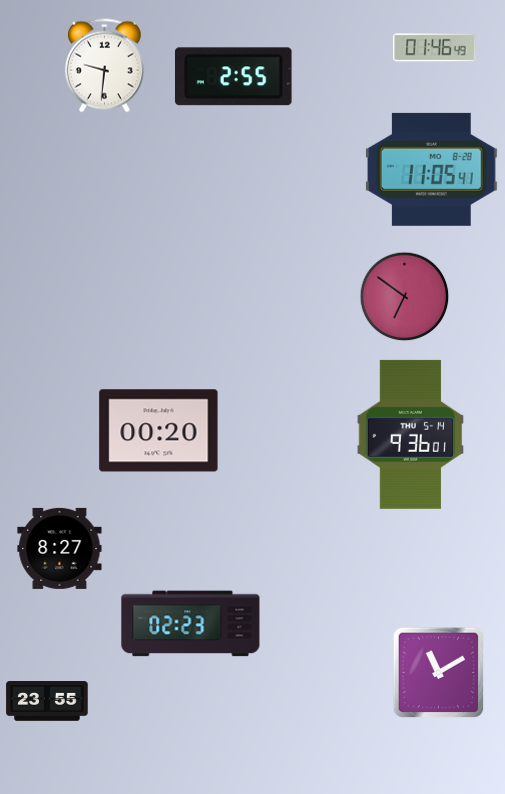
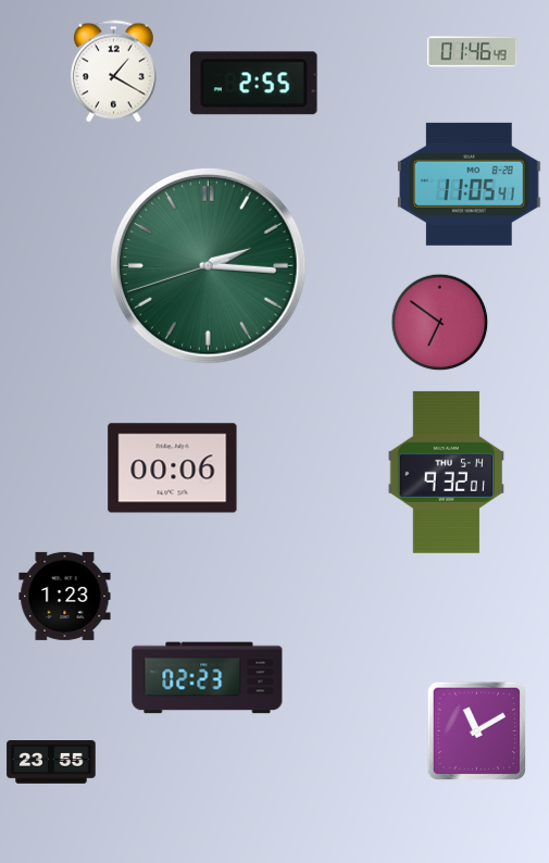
clock at (104, 66): 9:31 -> 1:20
clock at (209, 266): none -> 2:15
clock at (159, 431): 00:20 -> 00:06
clock at (411, 434): 9:36 -> 9:32
clock at (60, 548): 8:27 -> 1:23
